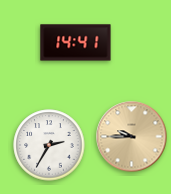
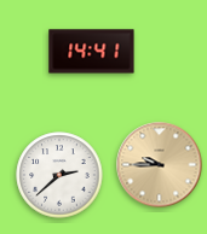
clock at (49, 145): 2:35 -> 2:38
